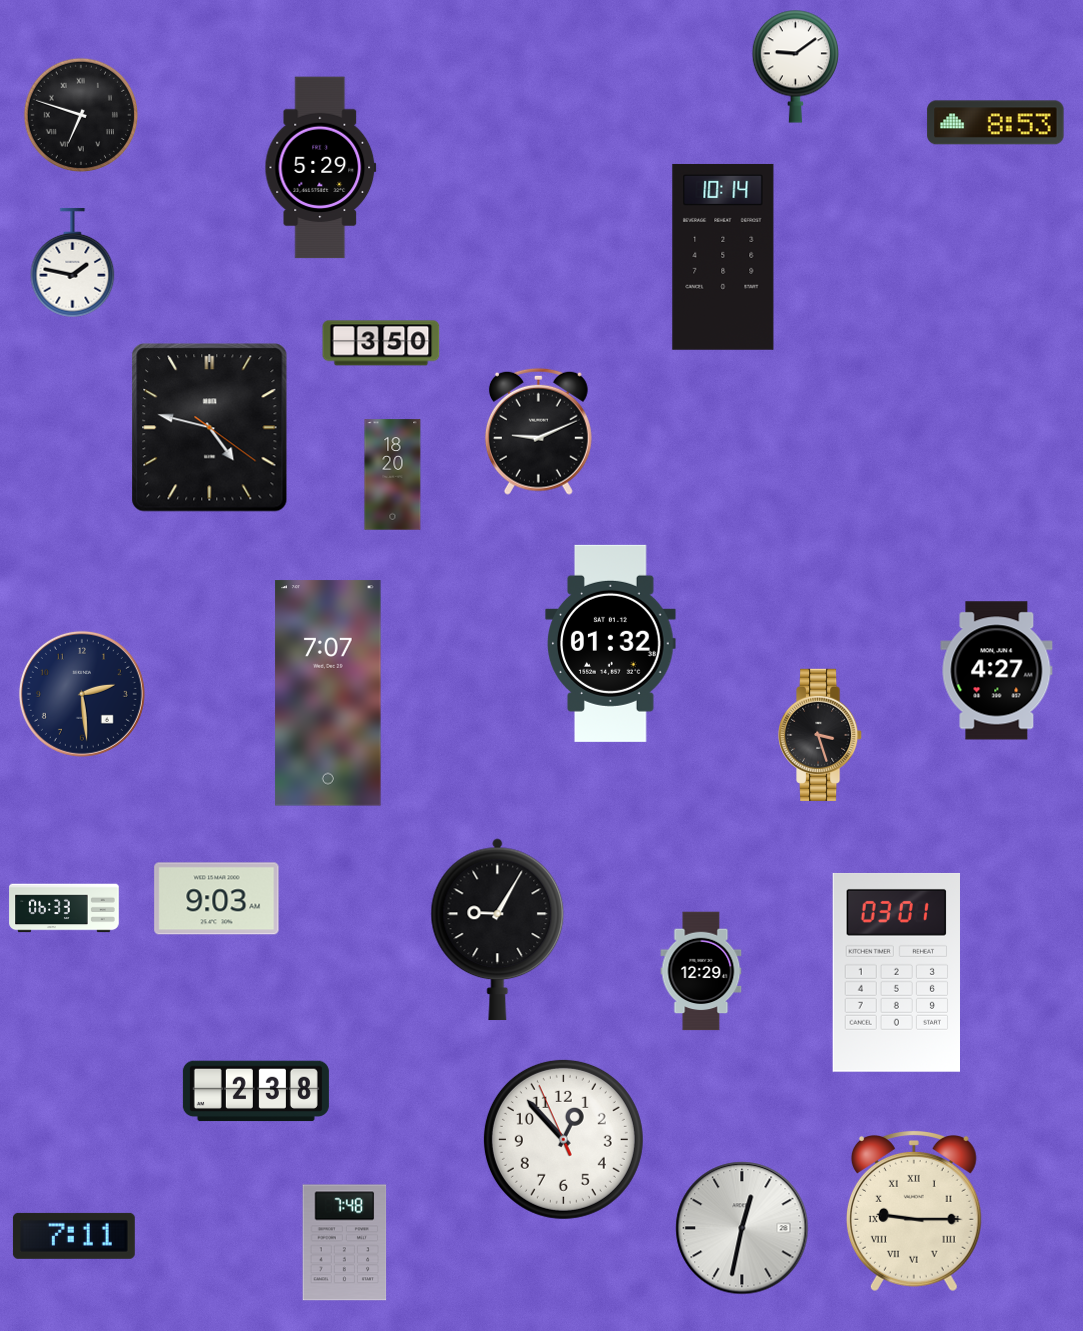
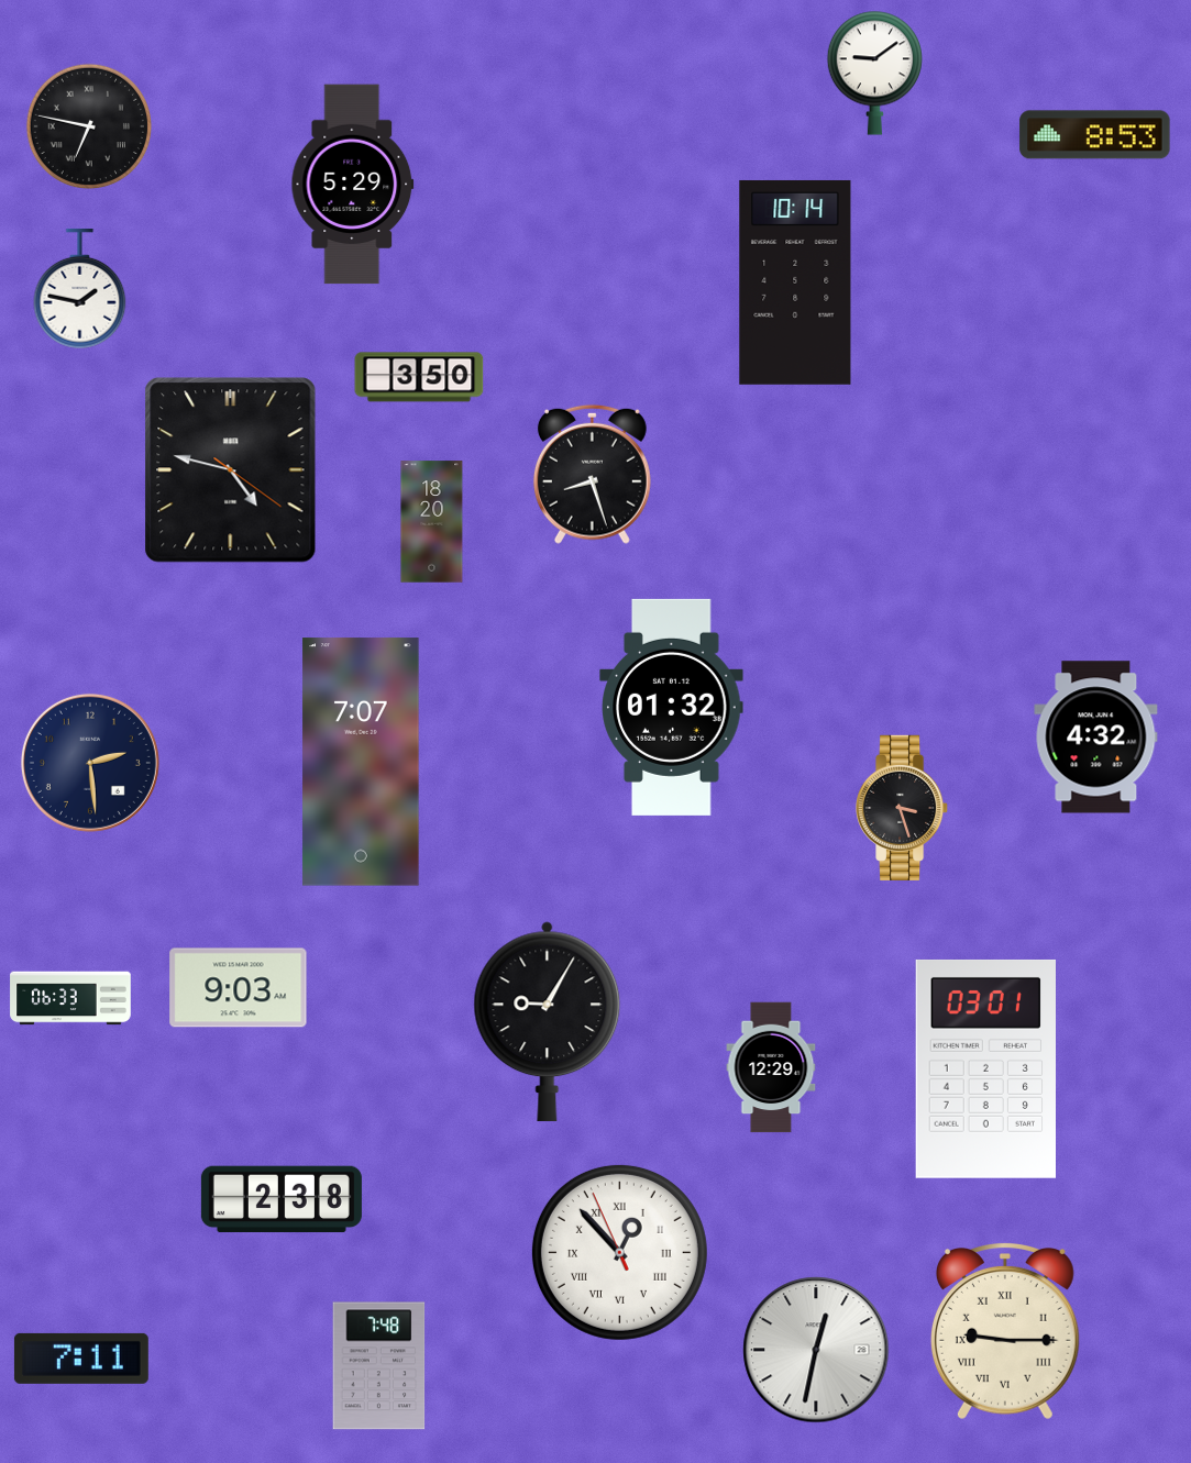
clock at (80, 114): 6:48 -> 6:47
clock at (538, 431): 9:11 -> 8:27
clock at (997, 671): 4:27 -> 4:32
clock at (563, 1139) numerals: Arabic -> Roman
